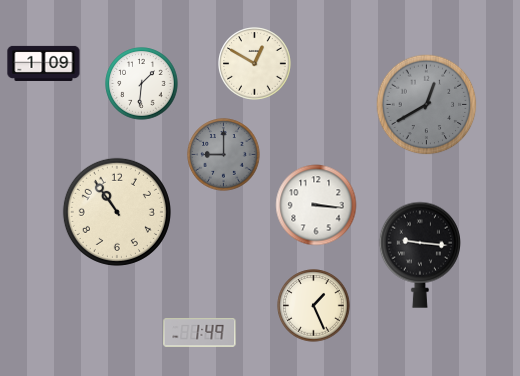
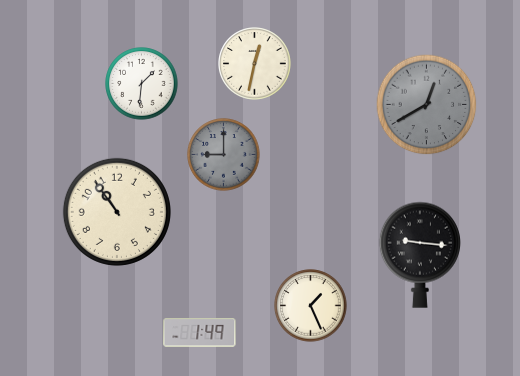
clock at (44, 63): 1:09 -> none
clock at (255, 64): 12:50 -> 12:32
clock at (316, 205): 3:16 -> none
clock at (314, 306) position: (314, 306) -> (311, 306)
